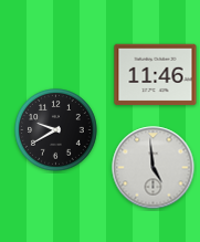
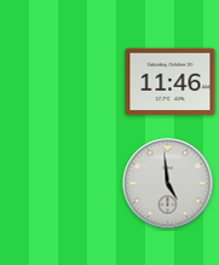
clock at (56, 130): 9:40 -> none
